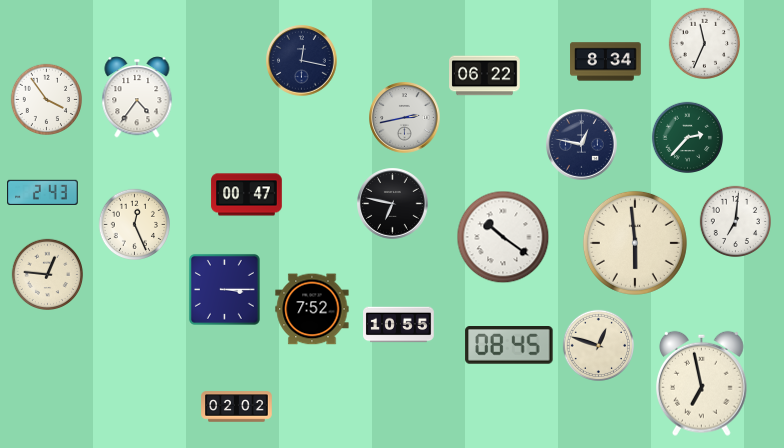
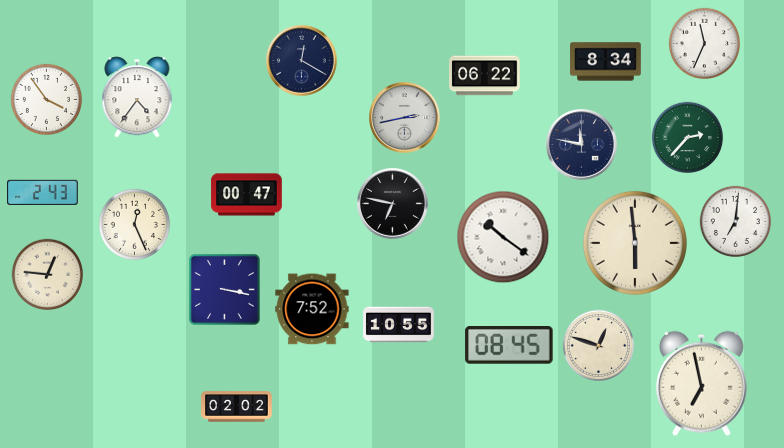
clock at (302, 61): 12:17 -> 12:20
clock at (582, 145): 12:47 -> 11:47
clock at (224, 289): 3:15 -> 3:17
